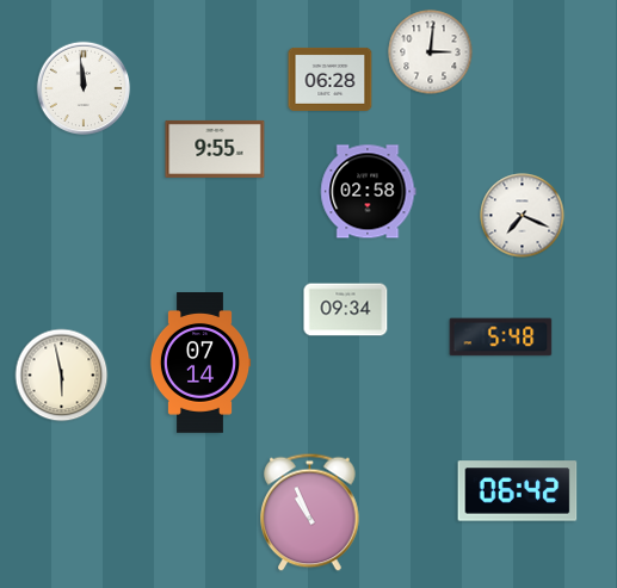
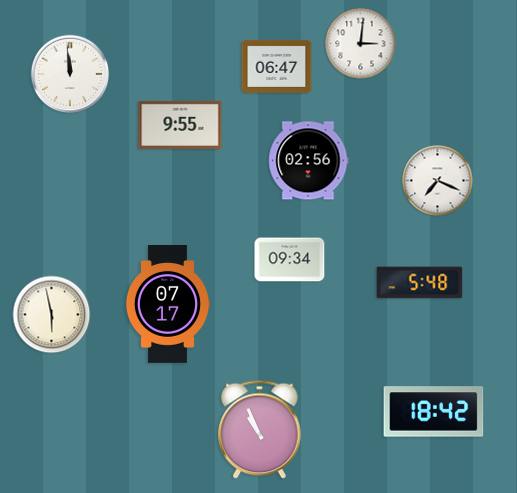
clock at (331, 79): 06:28 -> 06:47
clock at (369, 192): 02:58 -> 02:56
clock at (200, 364): 07:14 -> 07:17
clock at (518, 491): 06:42 -> 18:42
